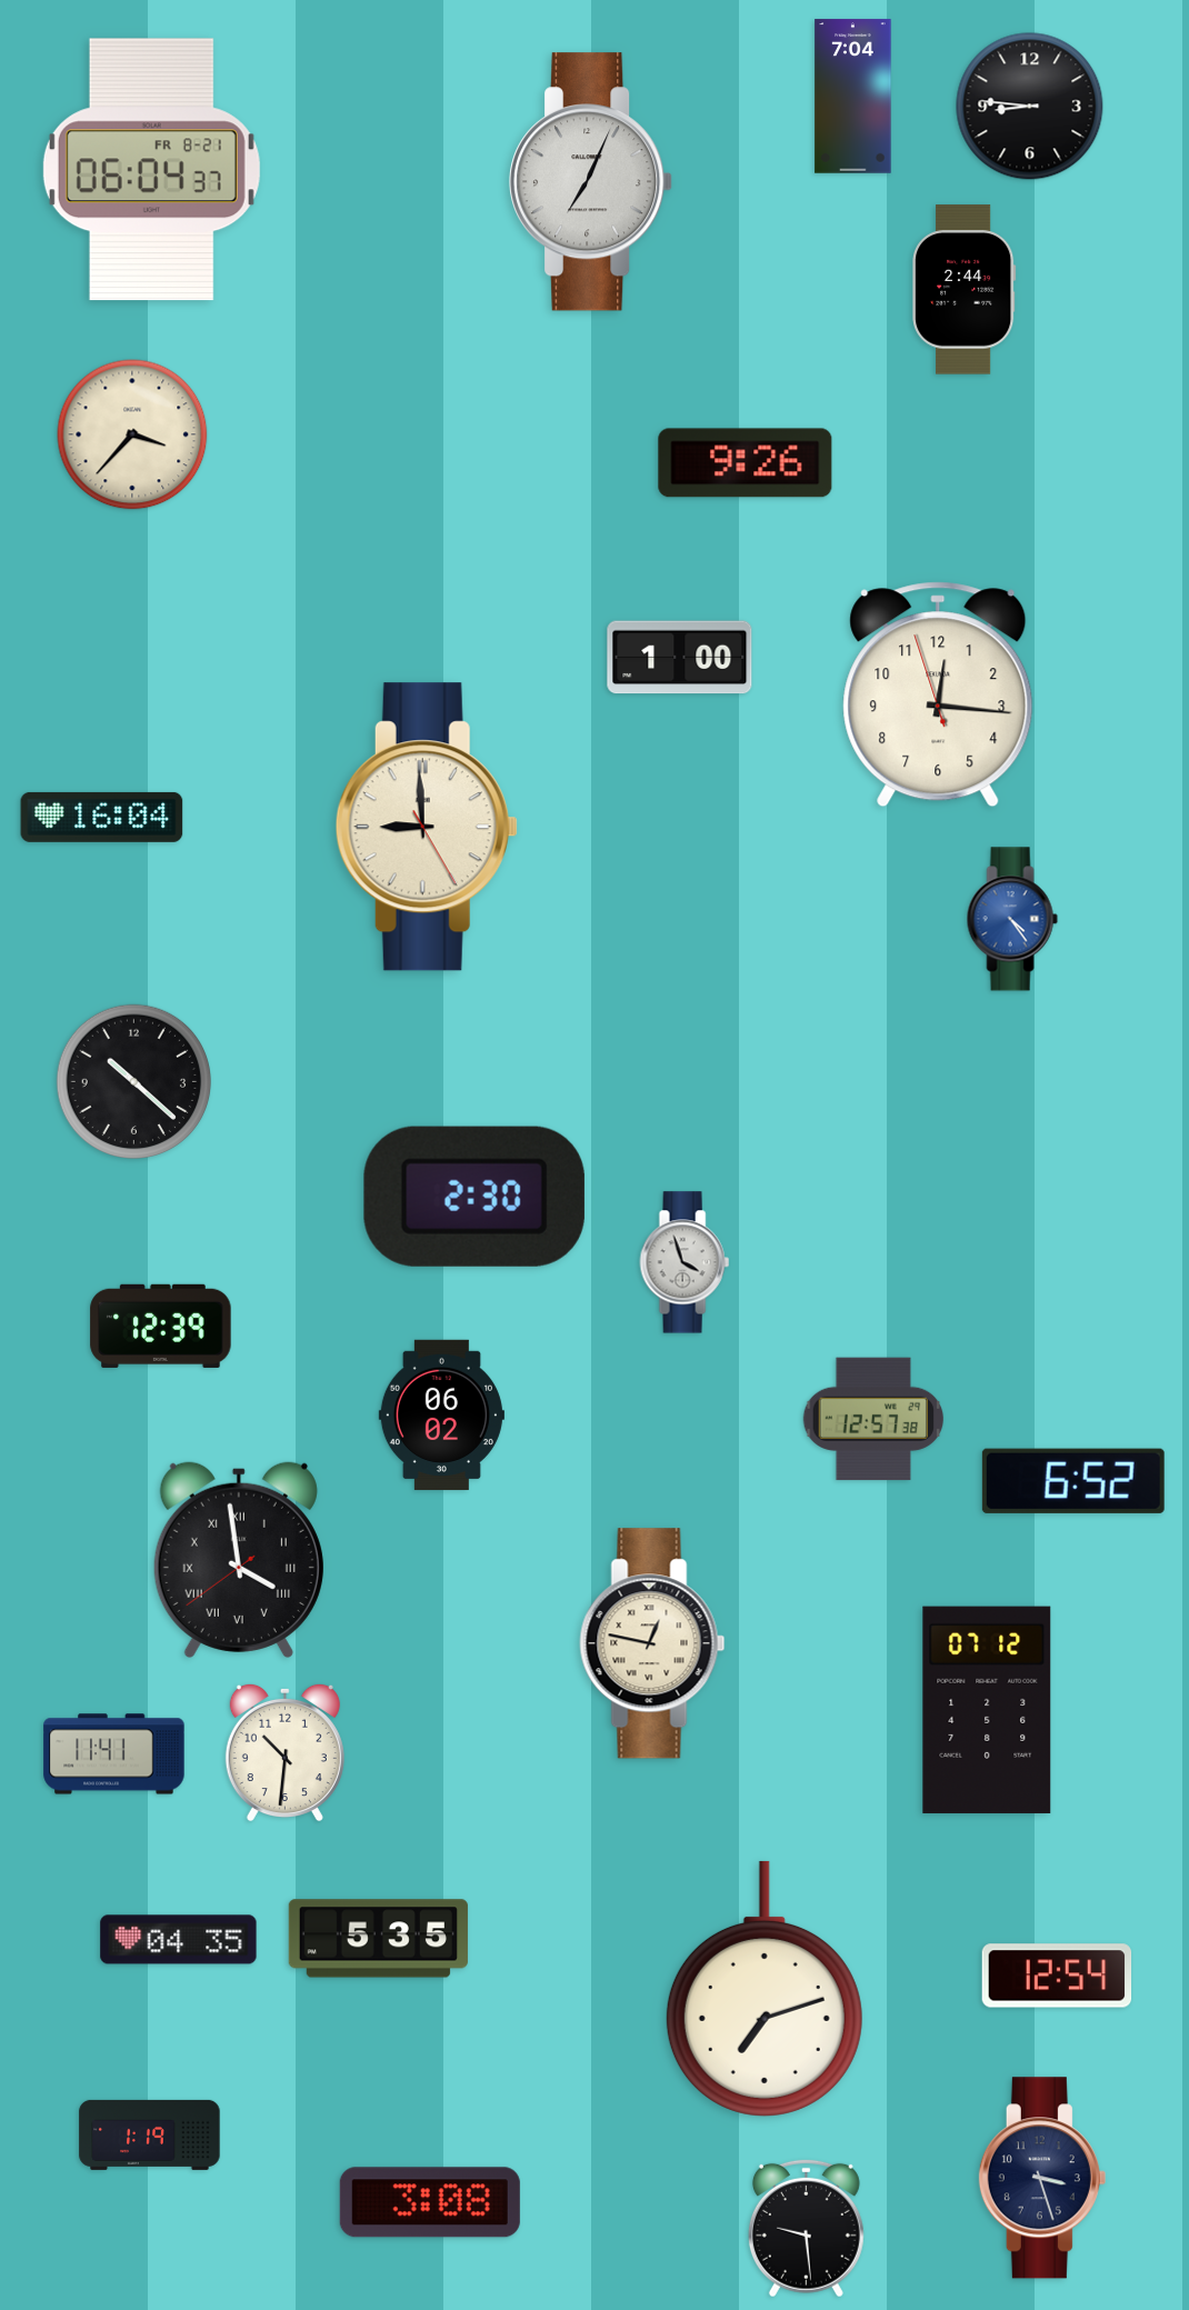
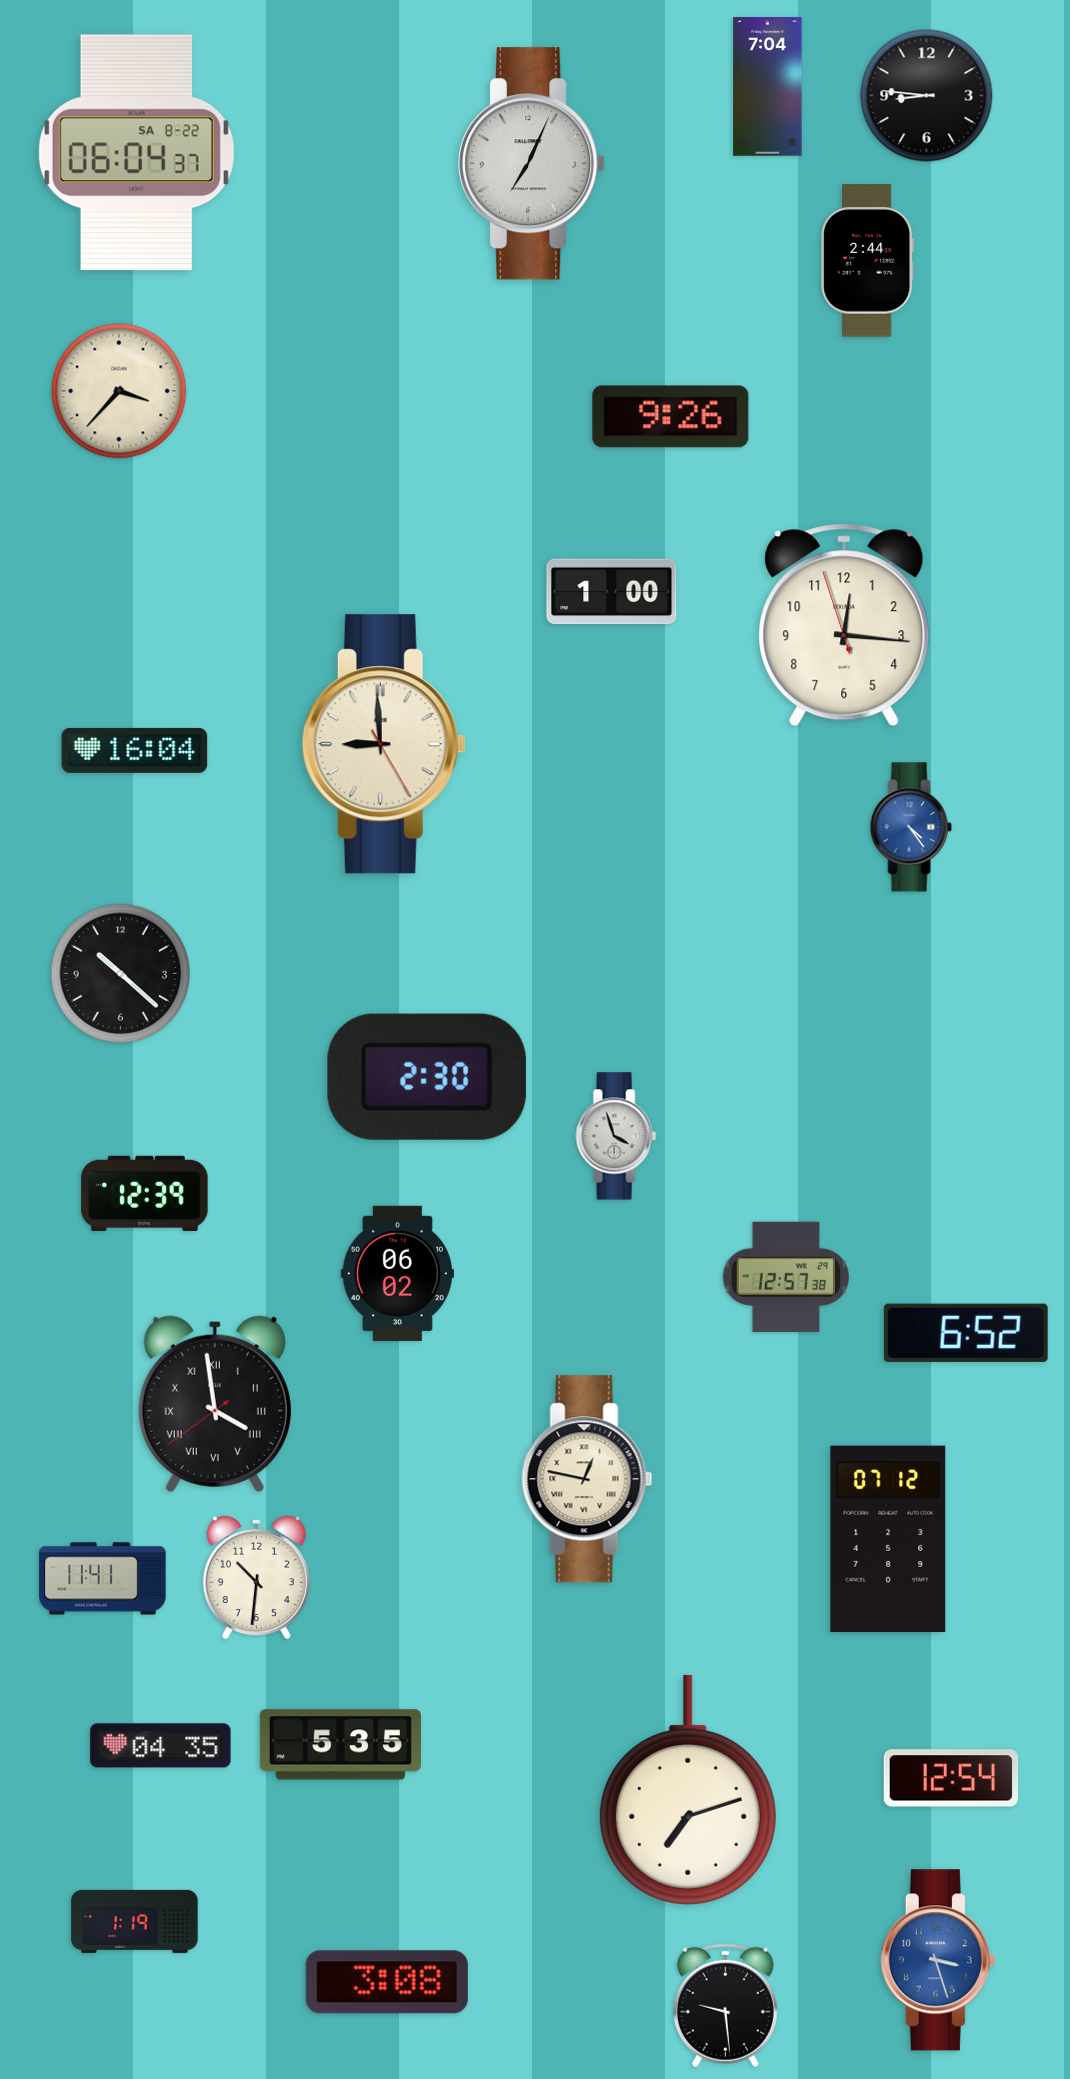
clock at (151, 170) date: FR 8-21 -> SA 8-22
clock at (102, 817) position: (102, 817) -> (135, 750)
clock at (1042, 2178) dial: navy -> blue
